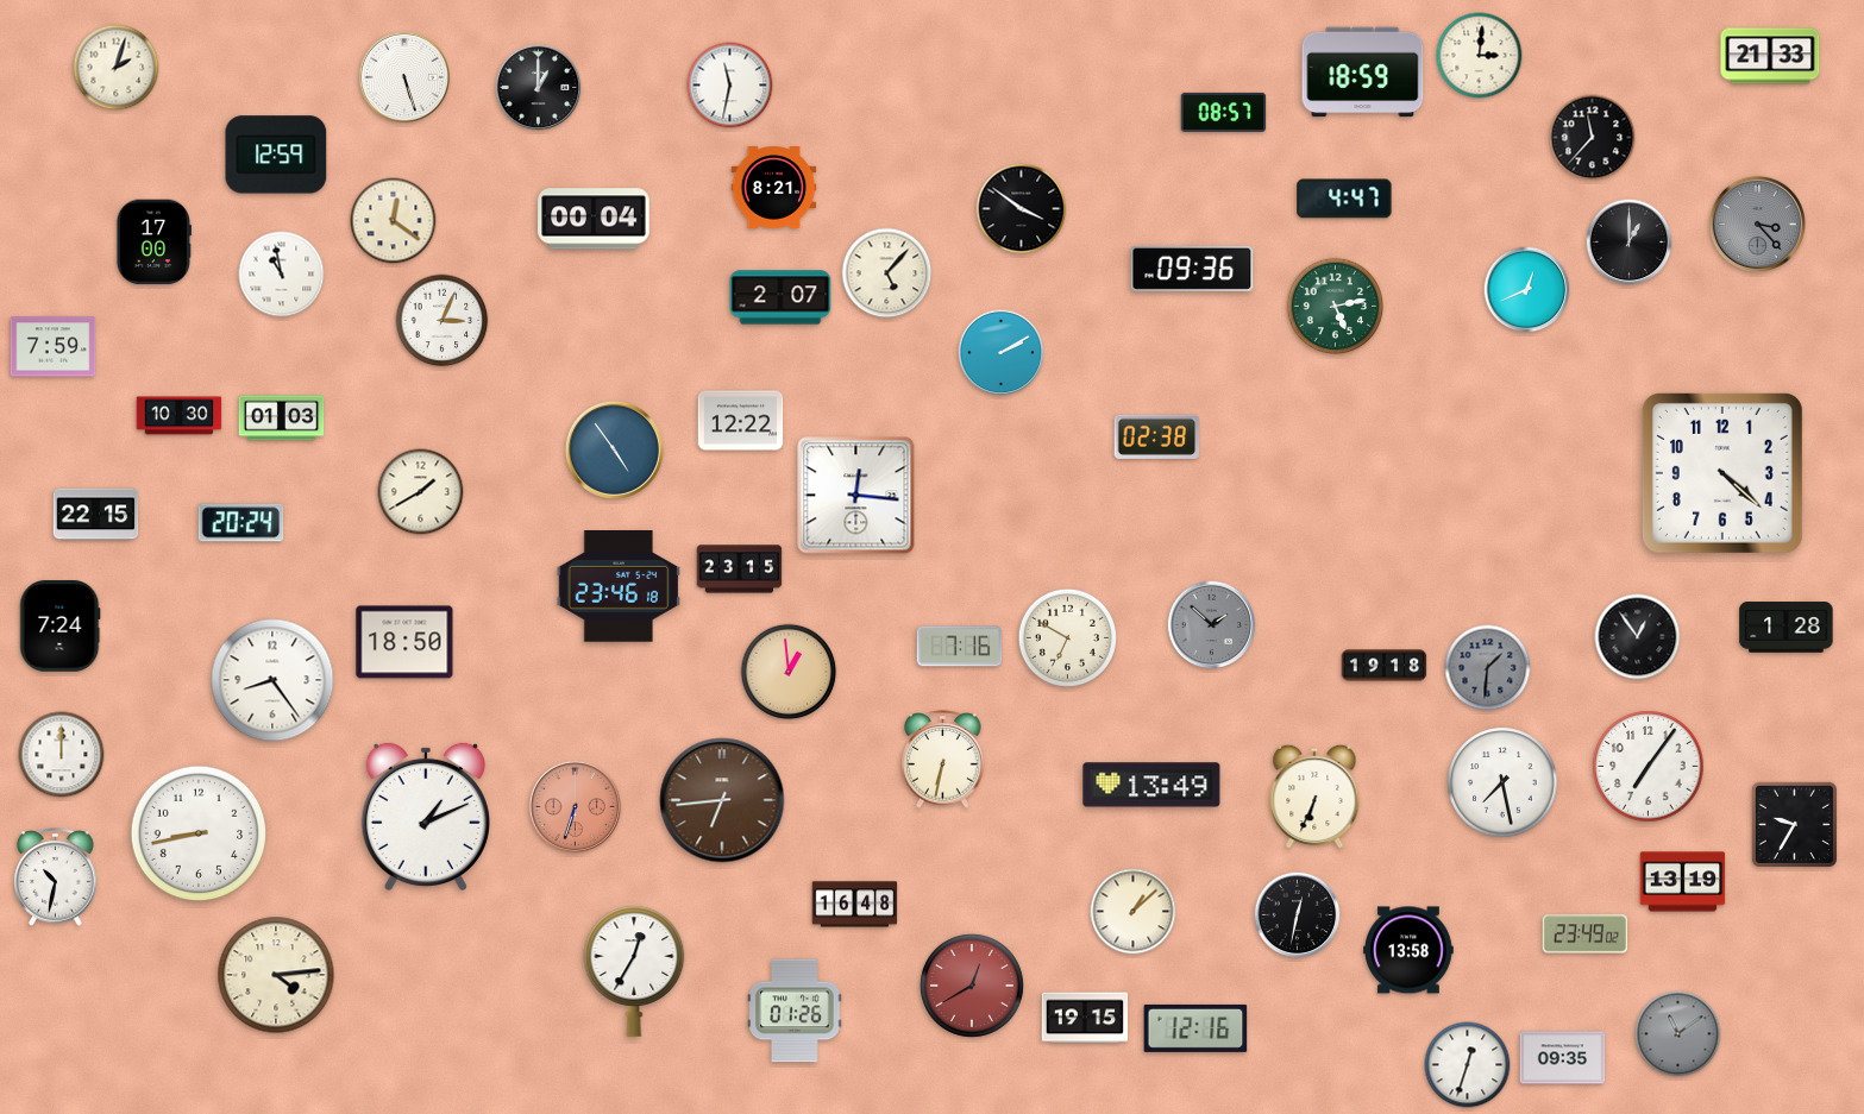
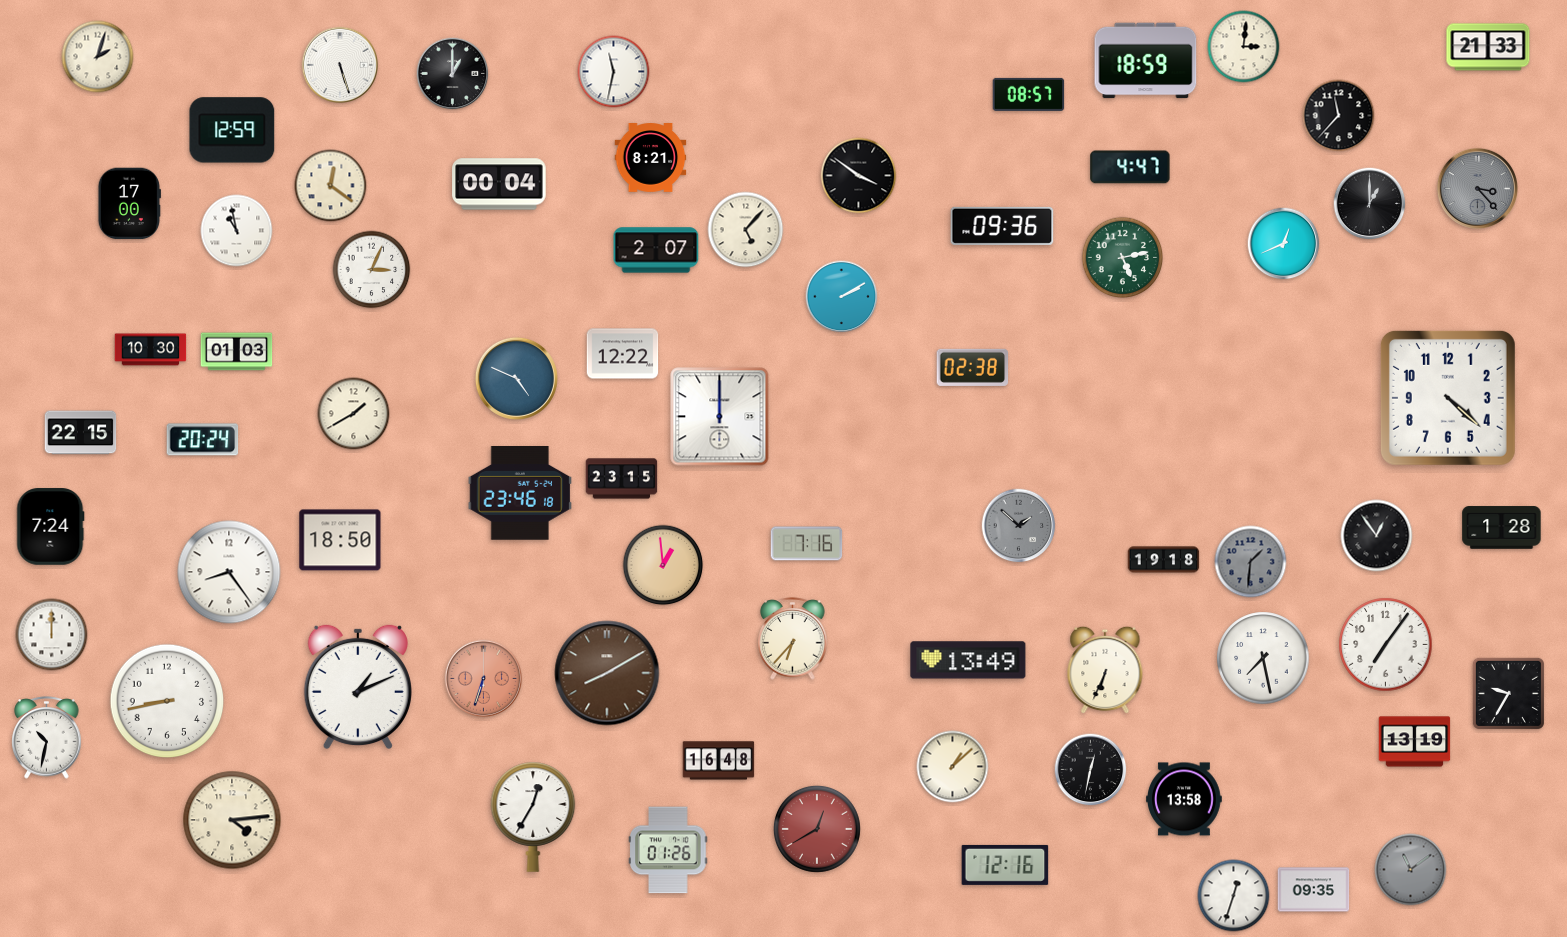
clock at (54, 347): 7:59 -> none
clock at (614, 449): 4:54 -> 4:49
clock at (856, 496): 12:16 -> 12:00
clock at (1067, 637): 6:50 -> none
clock at (943, 760): 6:32 -> 6:37
clock at (722, 800): 6:44 -> 8:10
clock at (1586, 934): 23:49 -> none
clock at (1085, 1018): 19:15 -> none
